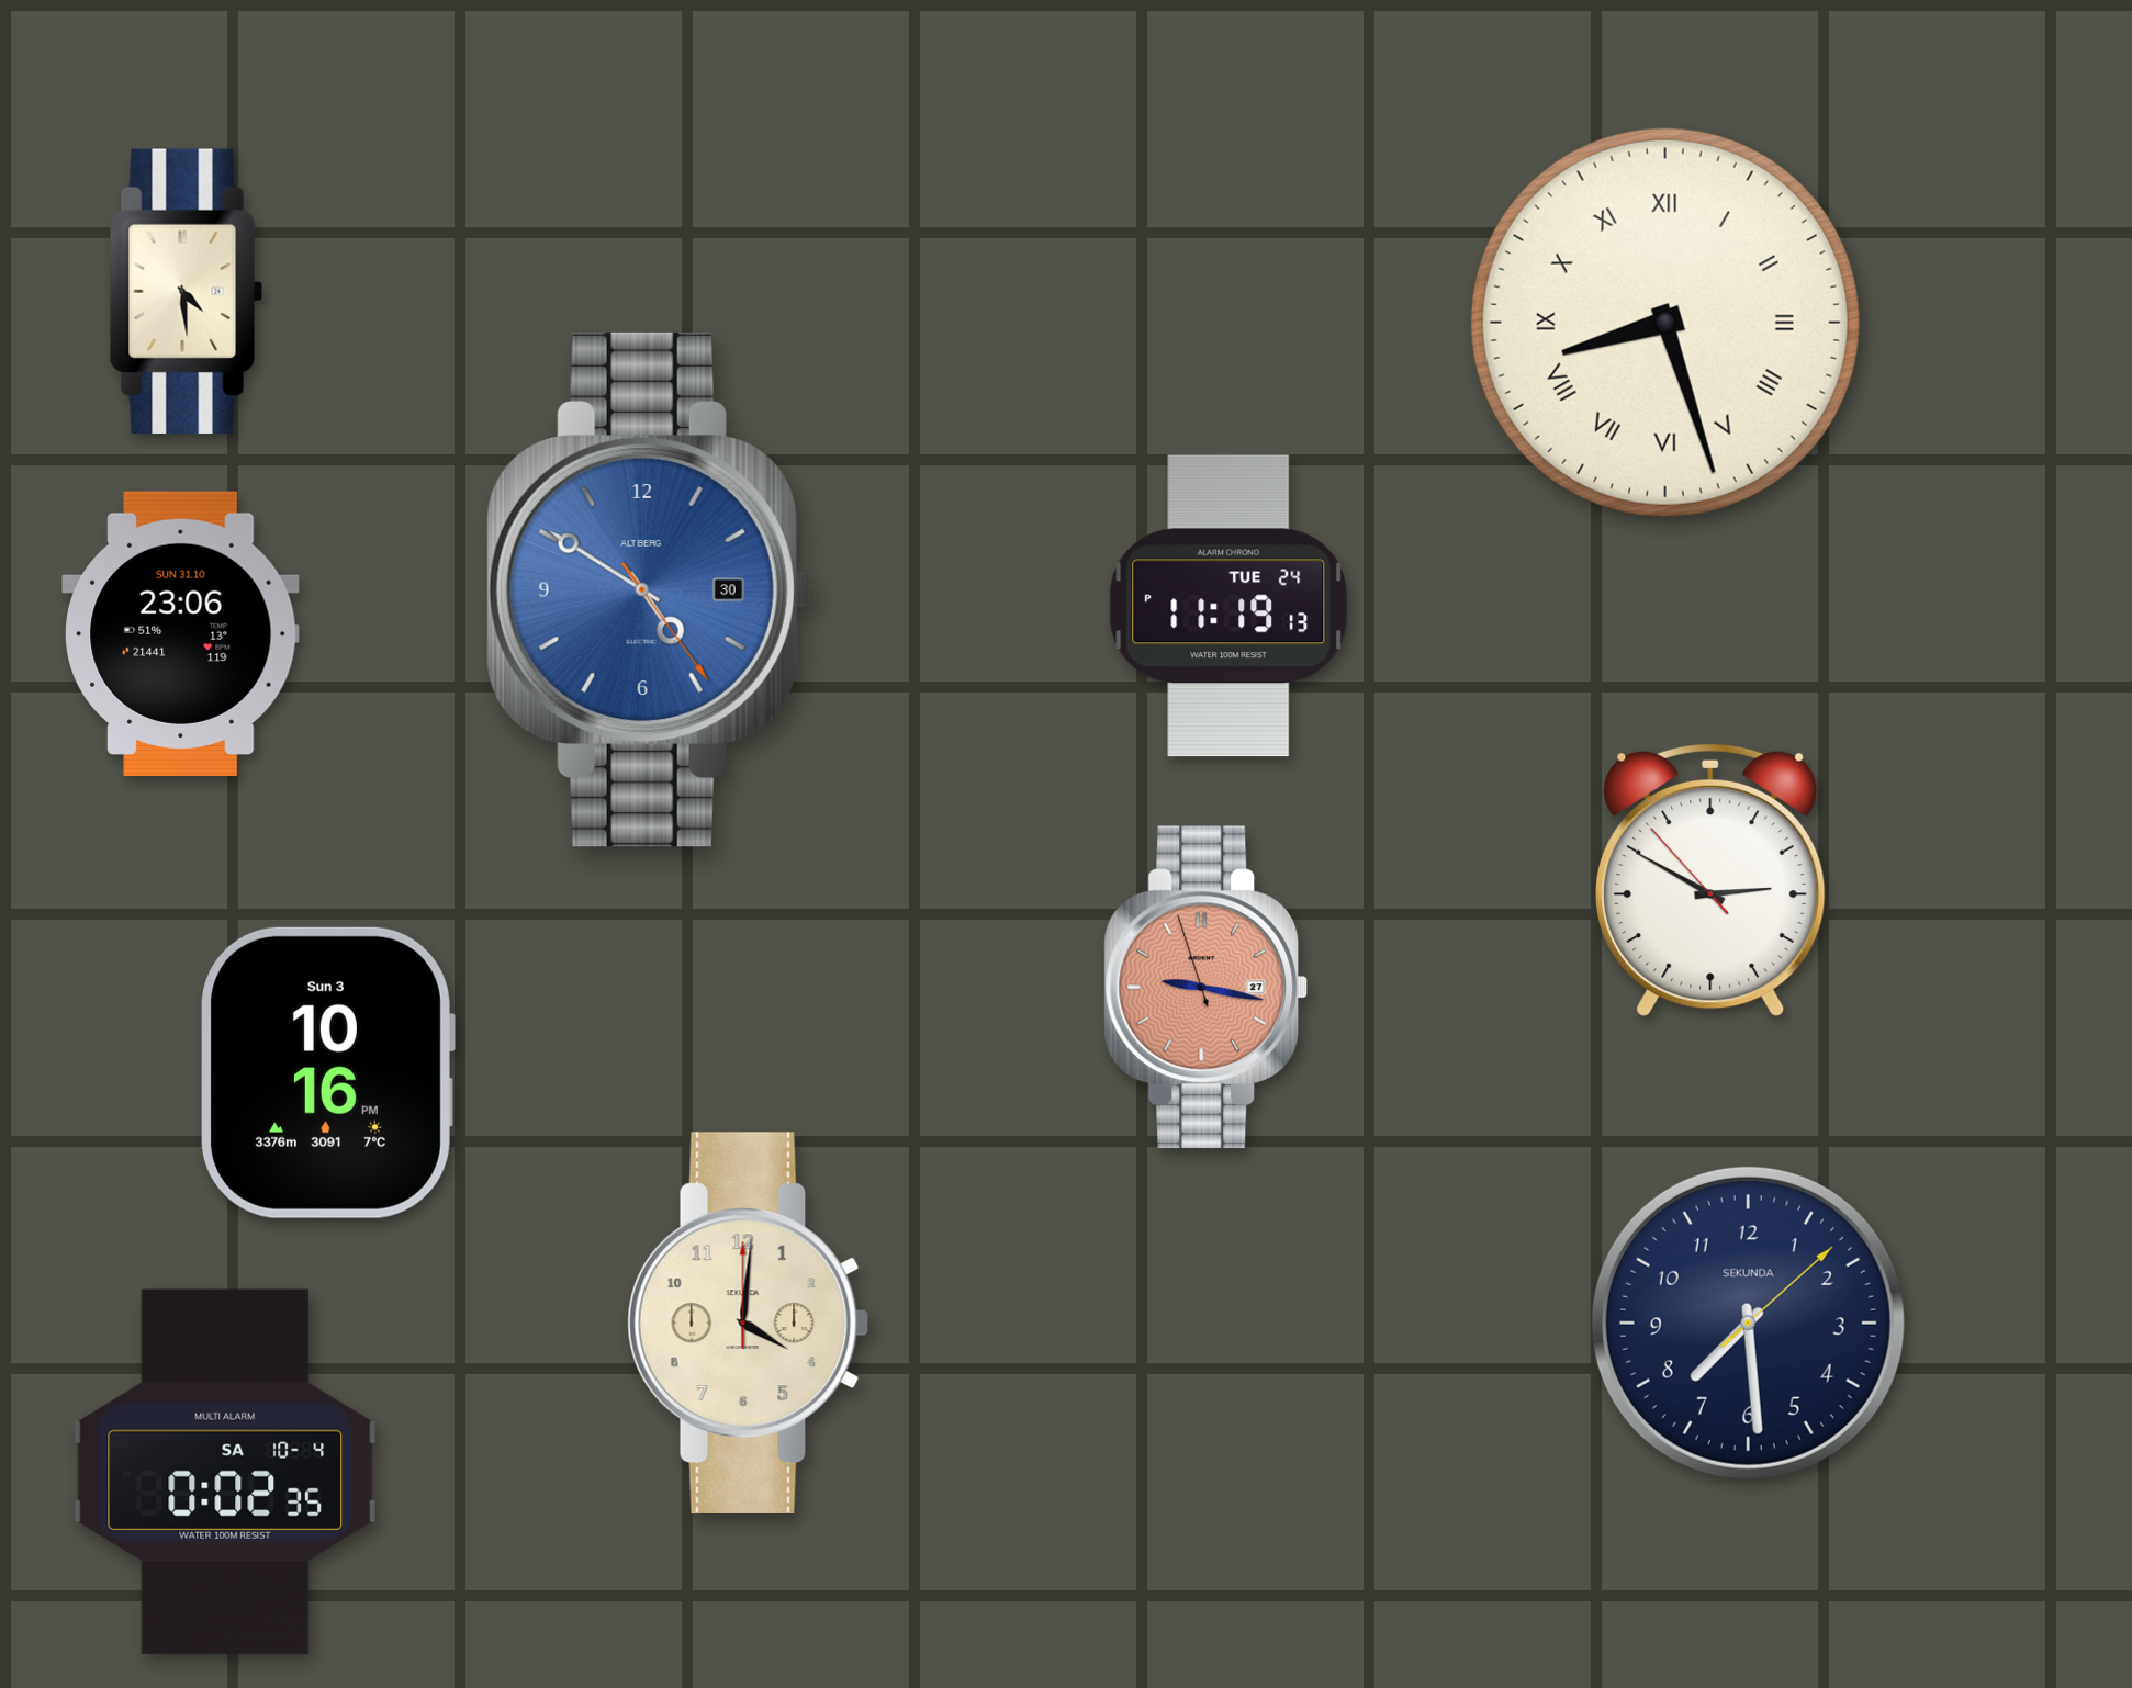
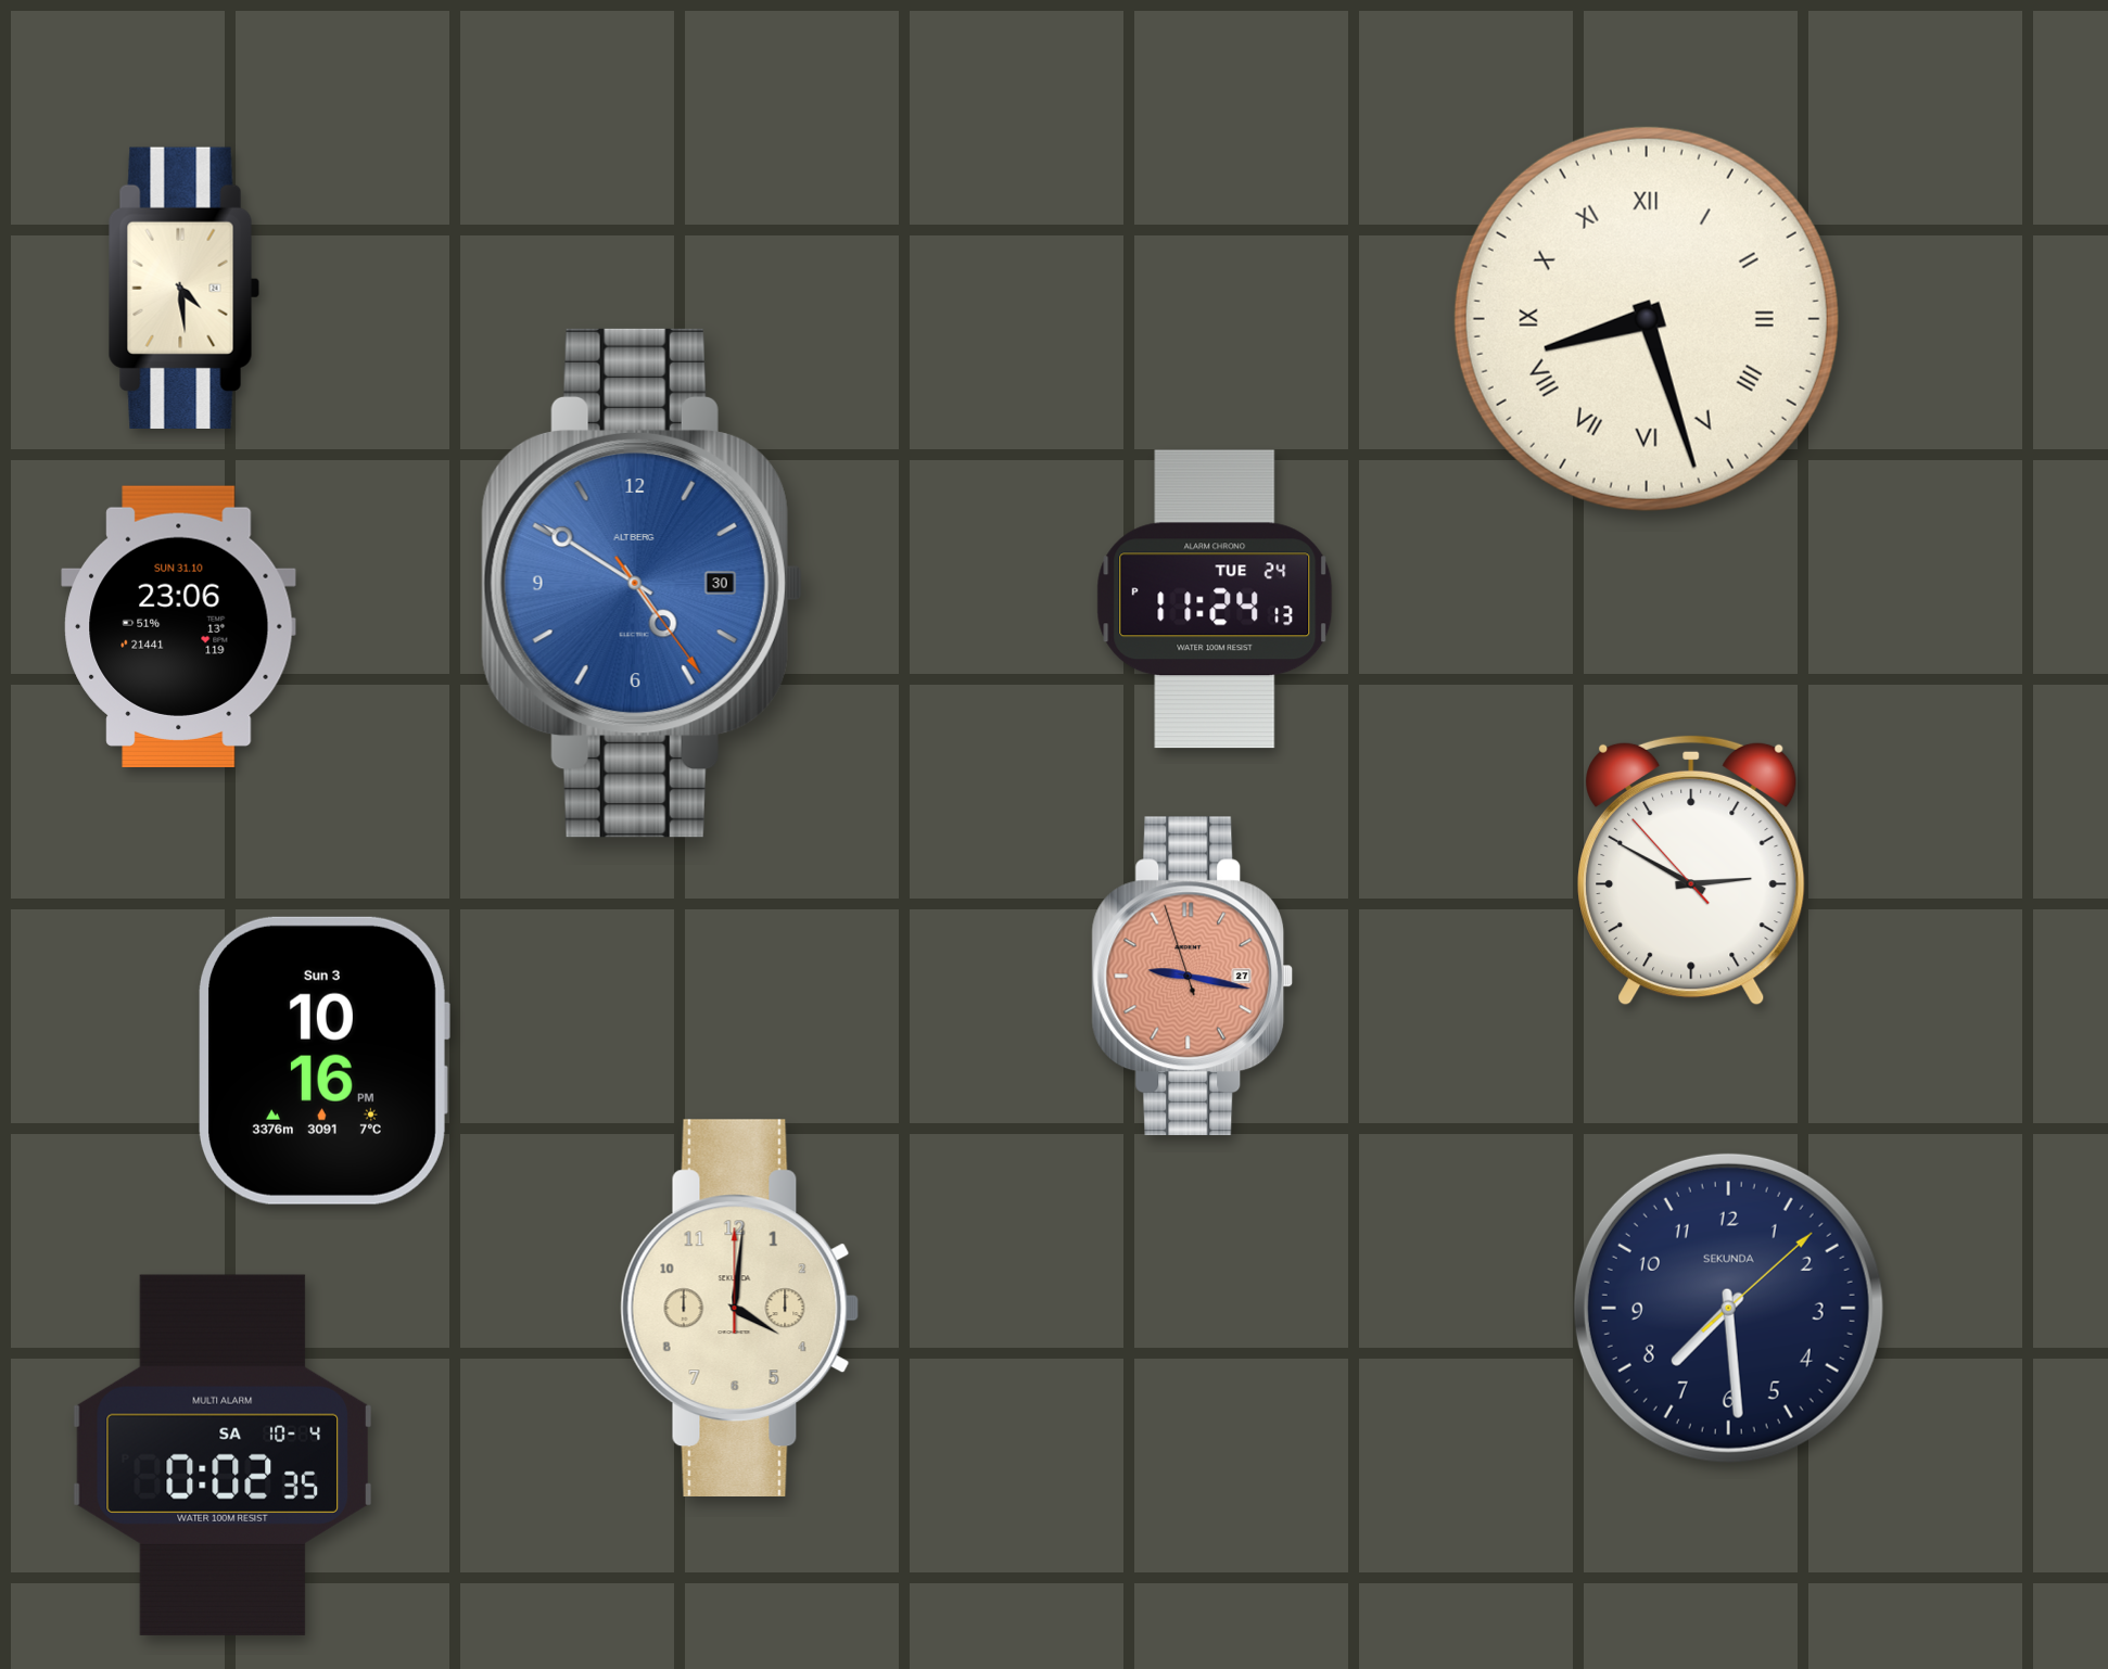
clock at (1228, 606): 11:19 -> 11:24
